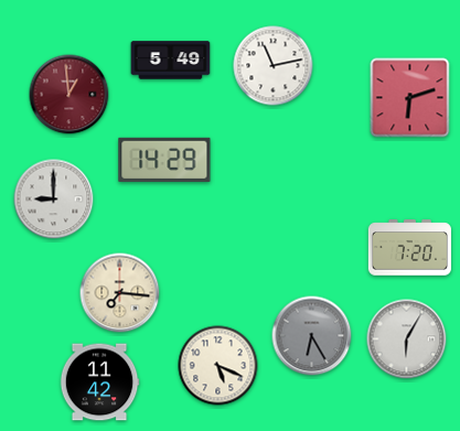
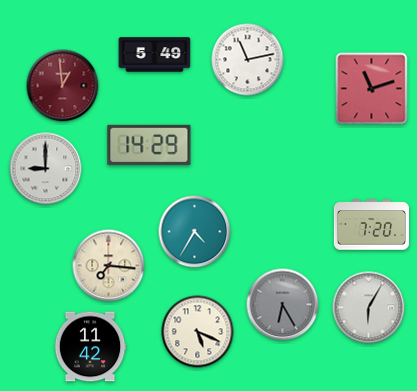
clock at (410, 98): 6:12 -> 11:12
clock at (54, 200) position: (54, 200) -> (46, 169)
clock at (195, 232): none -> 4:35
